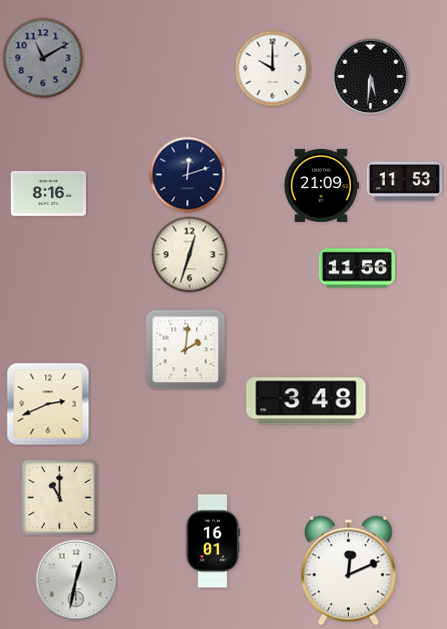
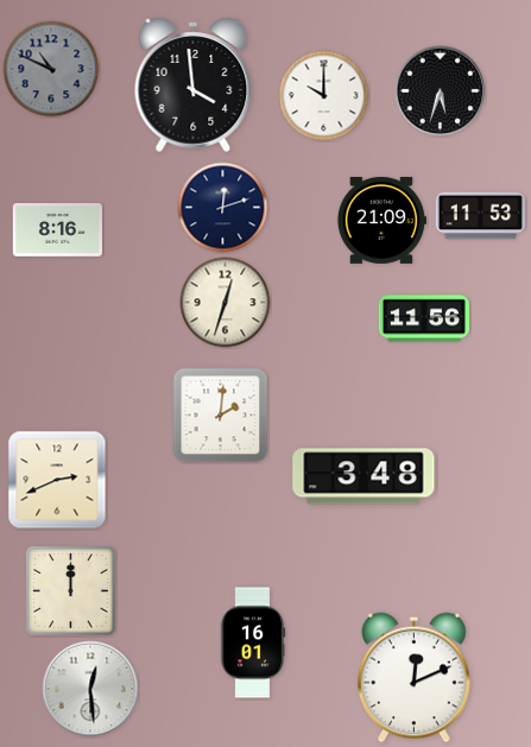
clock at (43, 58): 11:10 -> 10:49
clock at (273, 69) position: (273, 69) -> (324, 96)
clock at (194, 84): none -> 3:59
clock at (371, 77): 5:31 -> 5:33
clock at (60, 498): 11:00 -> 12:00
clock at (76, 580): 12:32 -> 12:29
